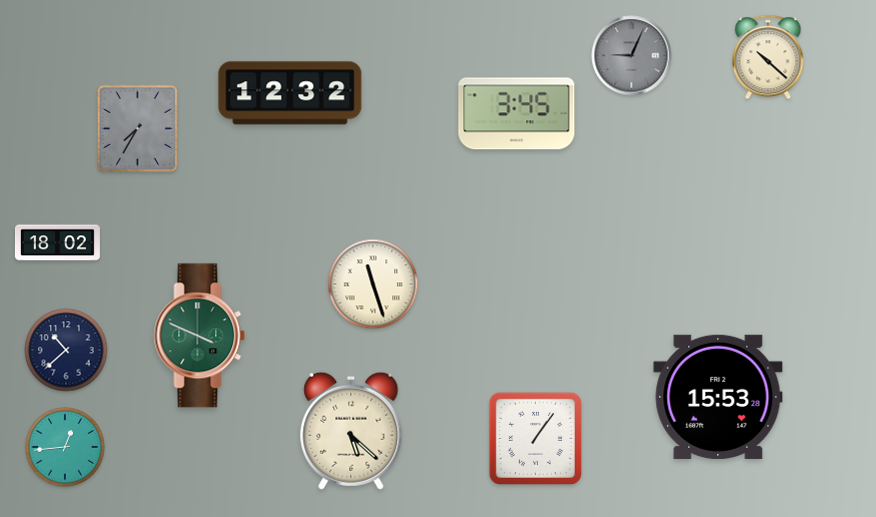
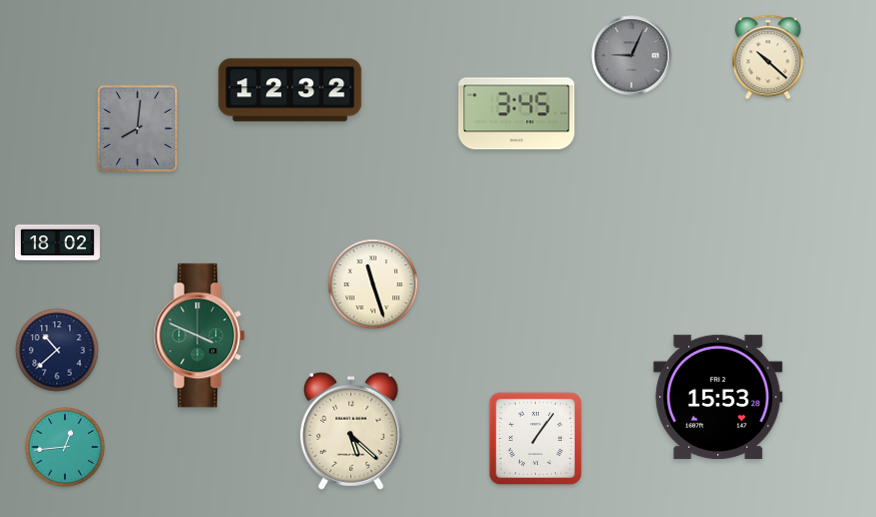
clock at (290, 93) position: (290, 93) -> (290, 90)
clock at (137, 128): 7:35 -> 8:01
clock at (66, 350) position: (66, 350) -> (57, 350)
